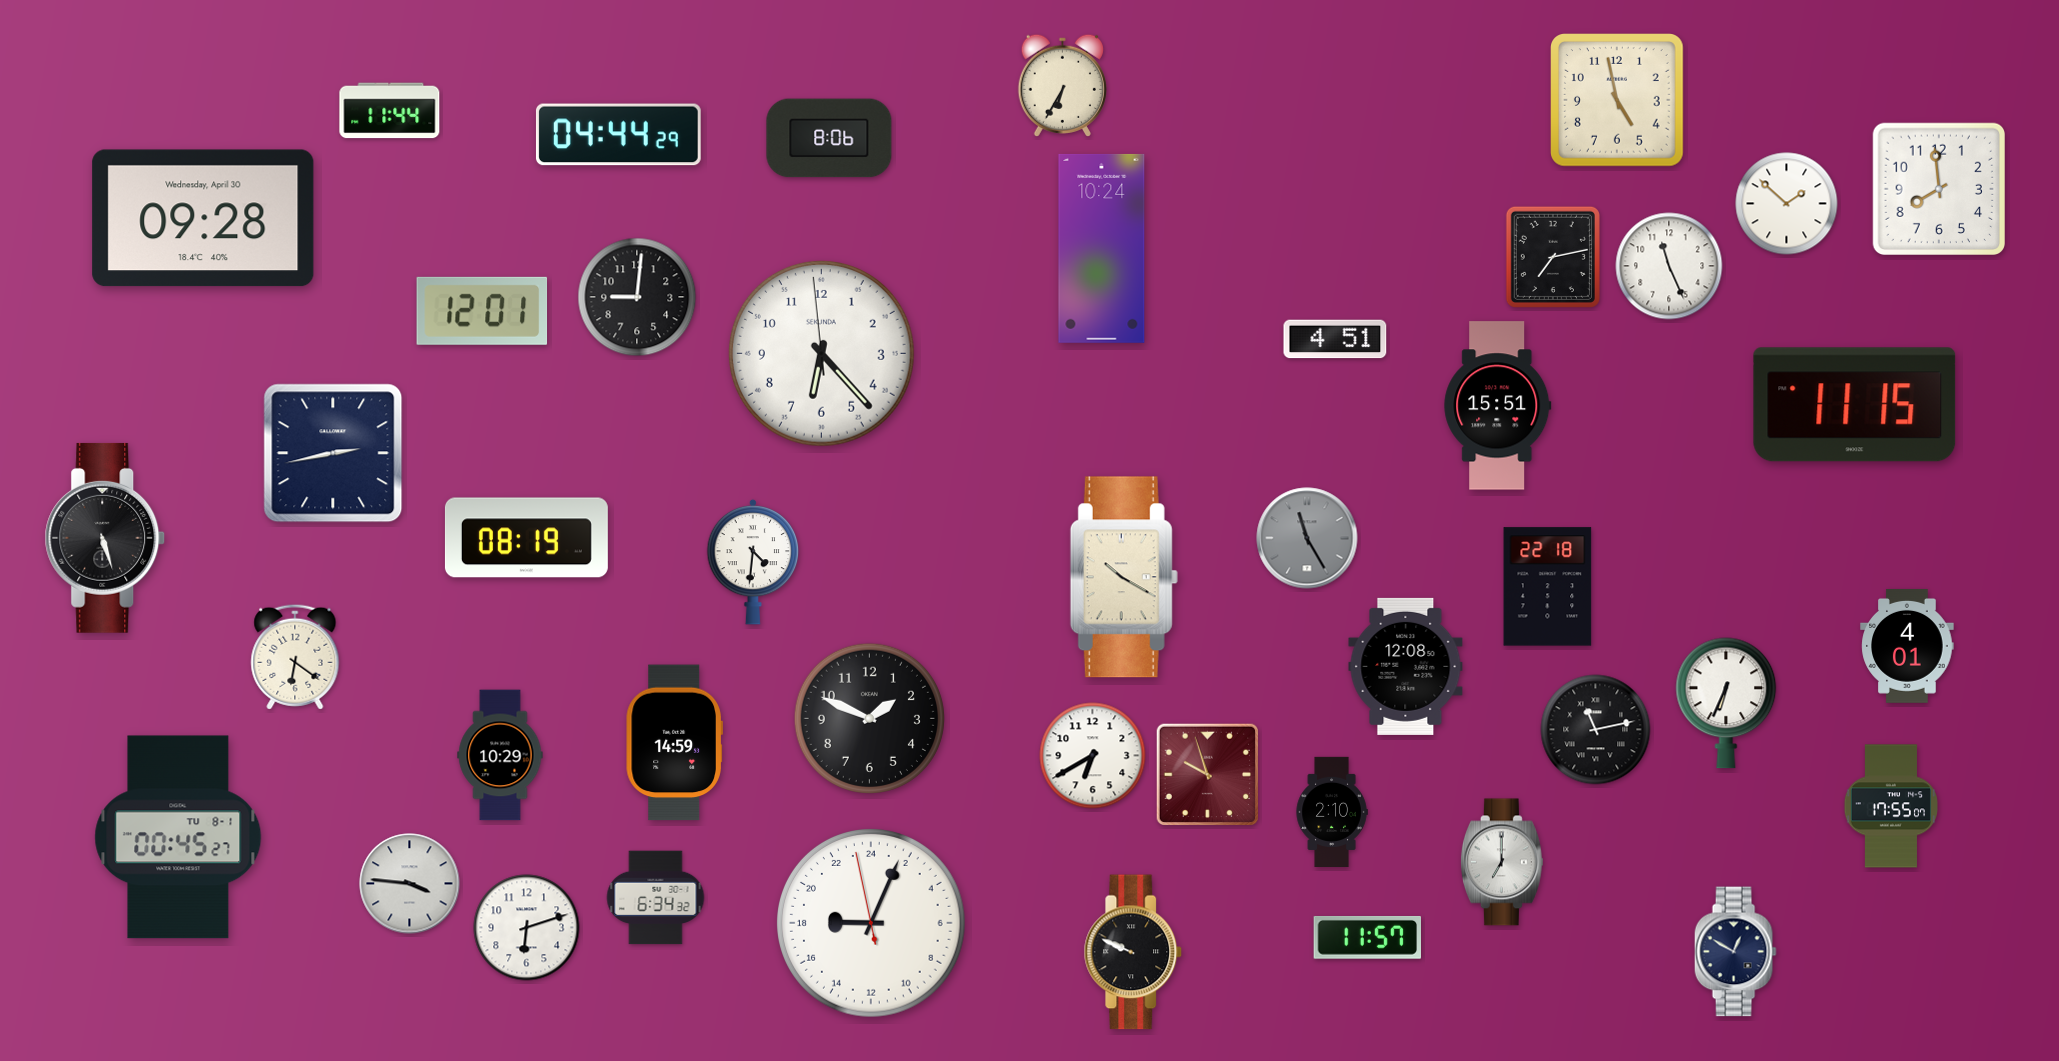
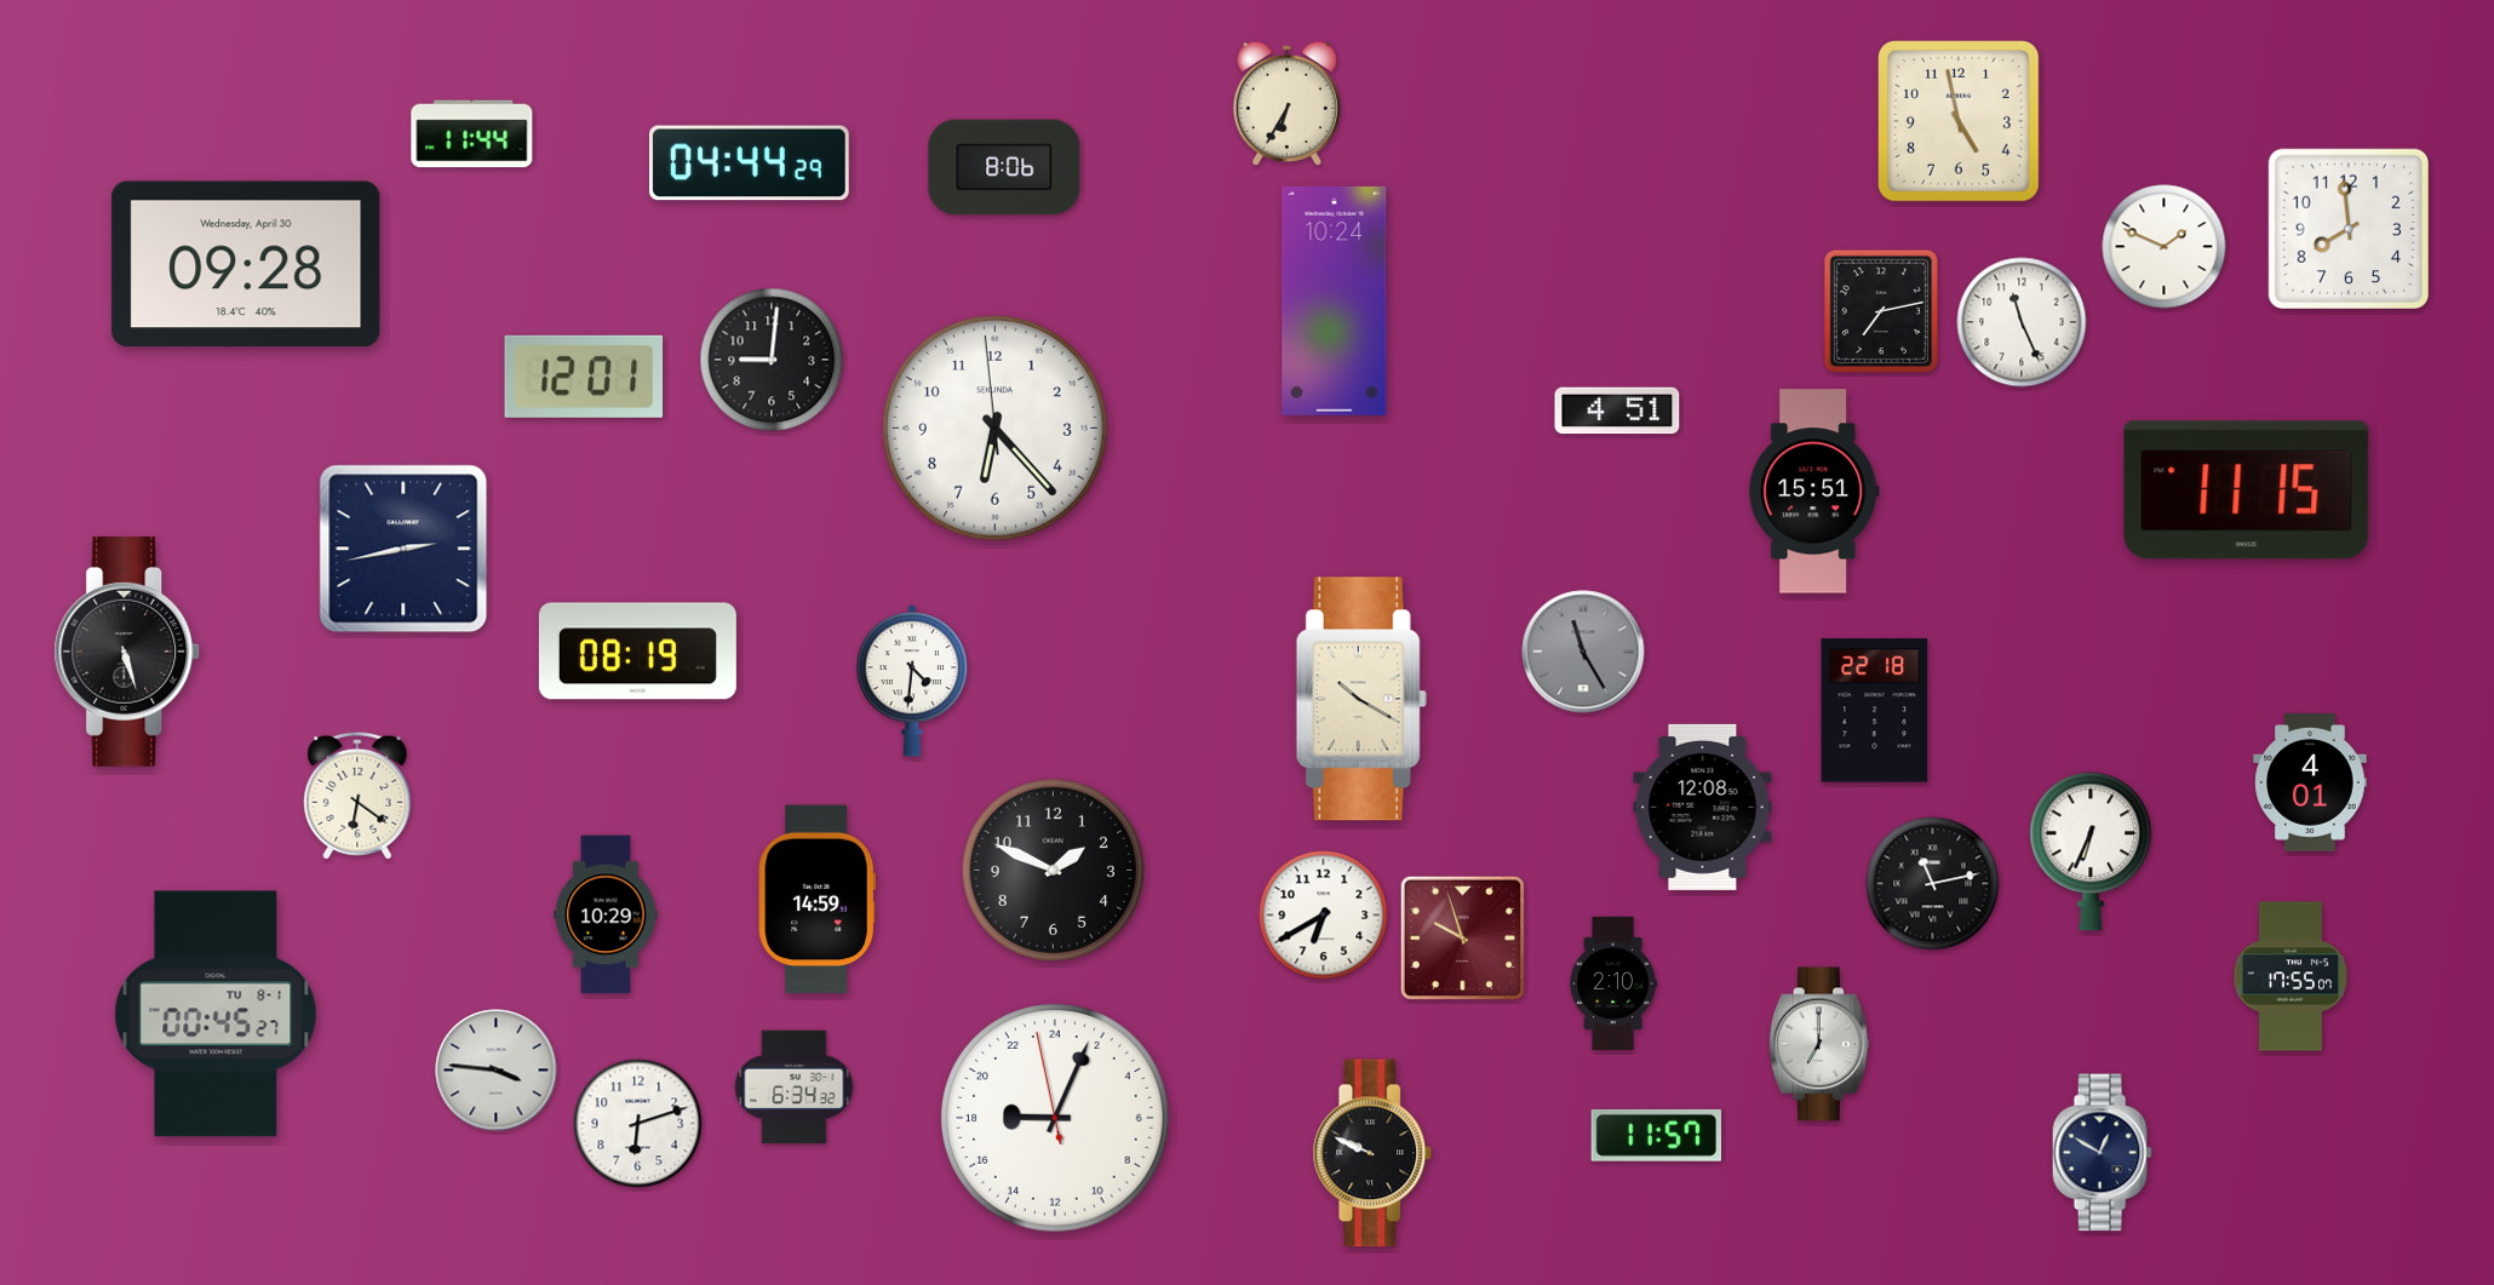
clock at (1787, 204): 1:52 -> 1:49
